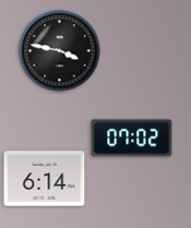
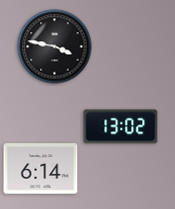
clock at (132, 139): 07:02 -> 13:02
clock at (45, 179) position: (45, 179) -> (41, 169)
